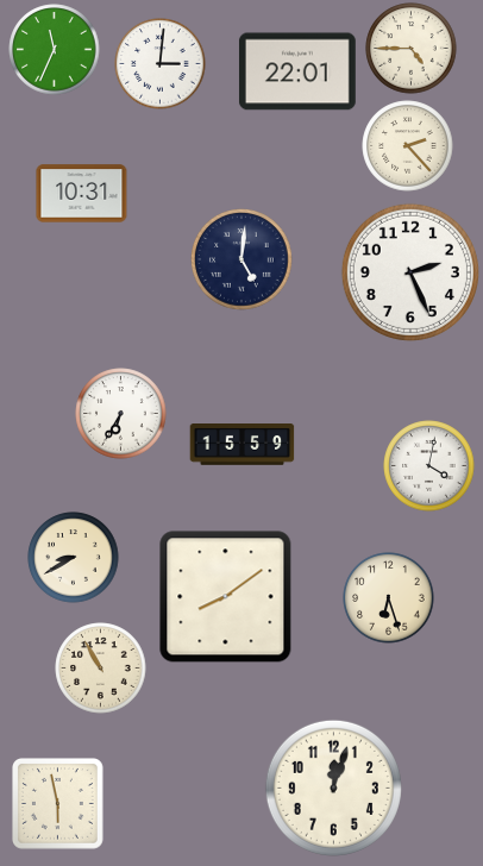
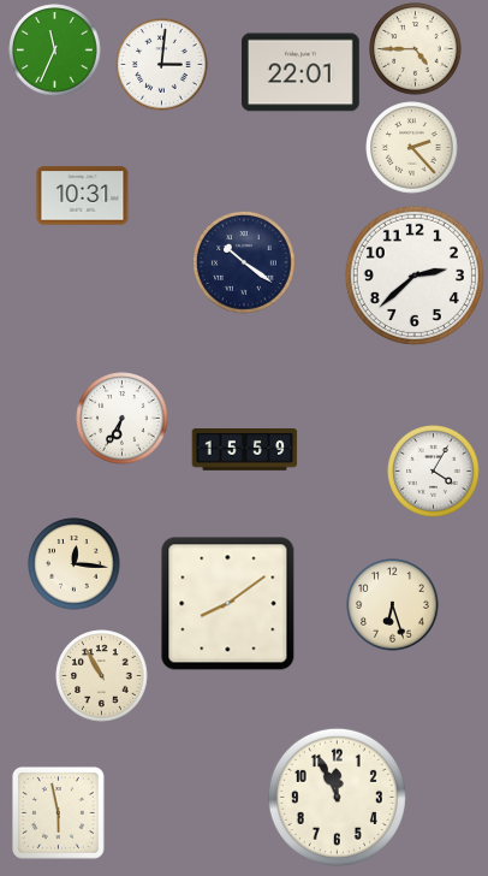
clock at (241, 259): 5:01 -> 10:21
clock at (410, 272): 2:26 -> 2:38
clock at (429, 466): 4:02 -> 4:05
clock at (74, 558): 8:40 -> 12:16
clock at (333, 787): 12:03 -> 11:56
